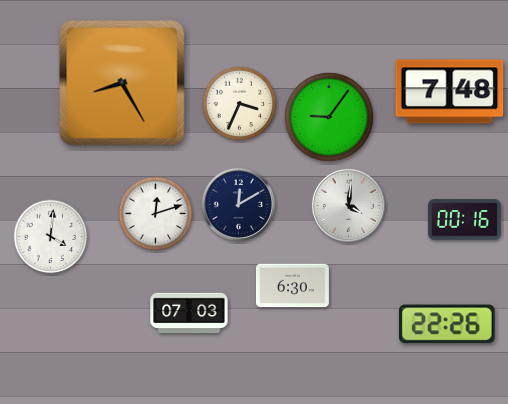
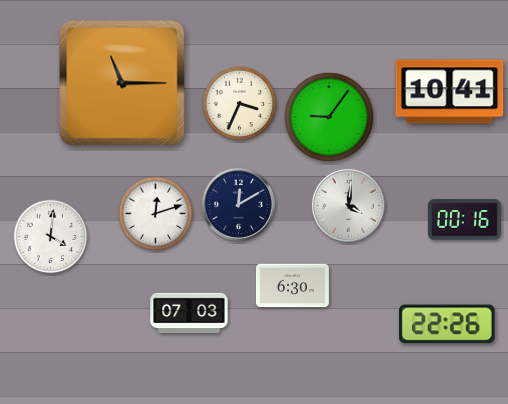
clock at (122, 83): 8:25 -> 11:15
clock at (450, 92): 7:48 -> 10:41
